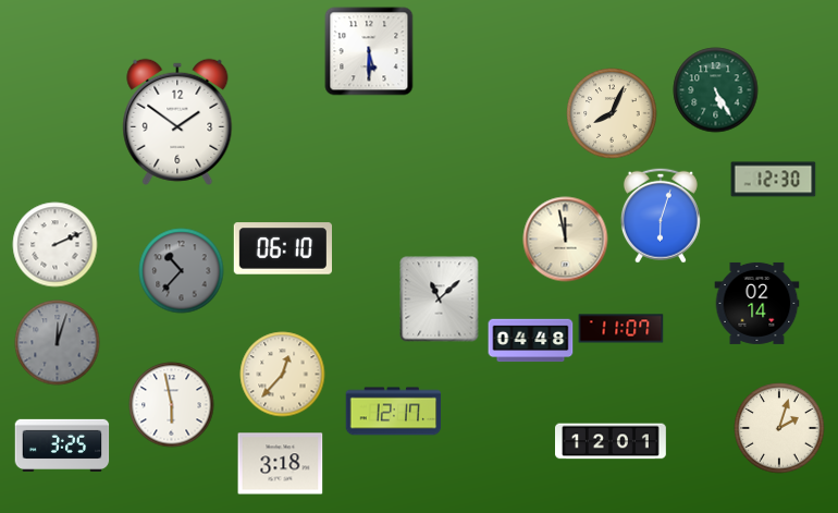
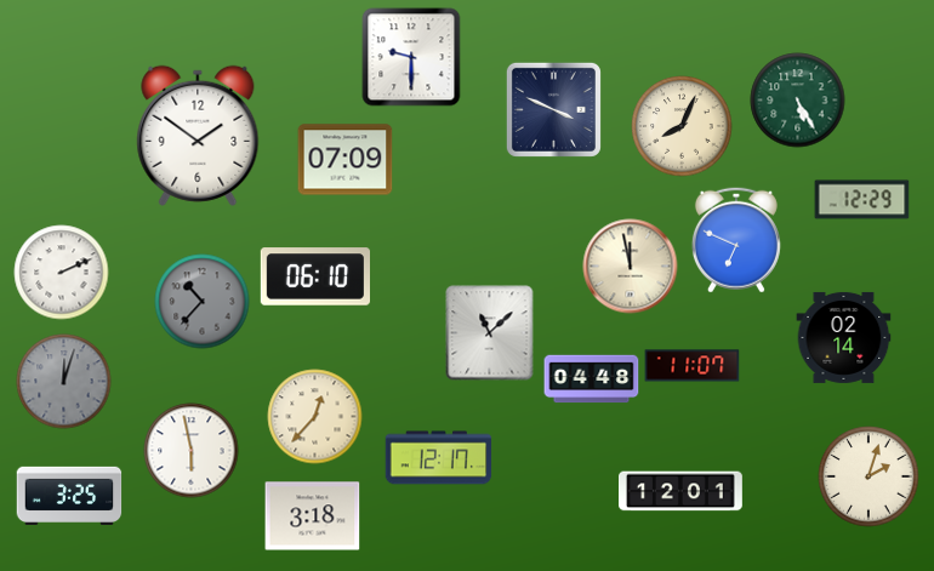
clock at (369, 51): 5:30 -> 9:30
clock at (553, 109): none -> 3:49
clock at (344, 160): none -> 07:09
clock at (773, 180): 12:30 -> 12:29
clock at (661, 216): 6:03 -> 6:49
